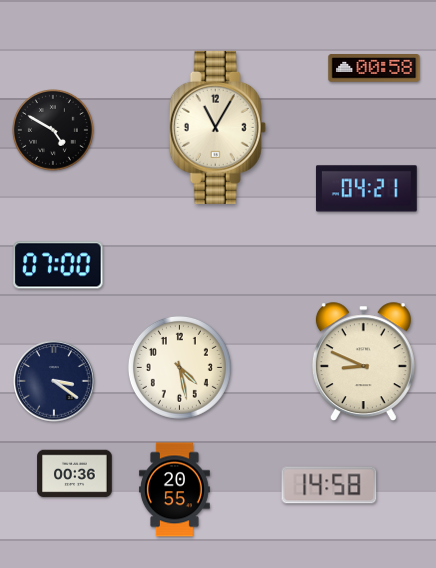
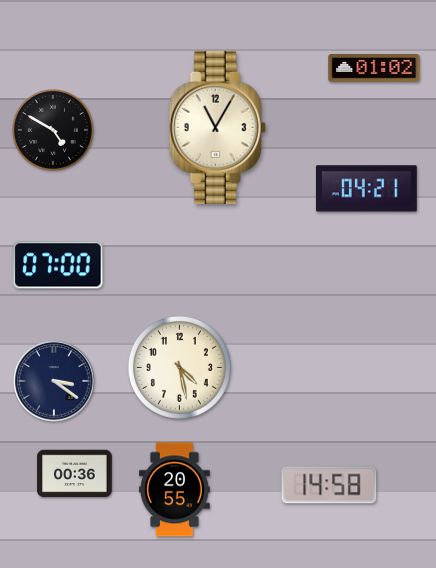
clock at (374, 69): 00:58 -> 01:02
clock at (363, 362): 8:49 -> none
